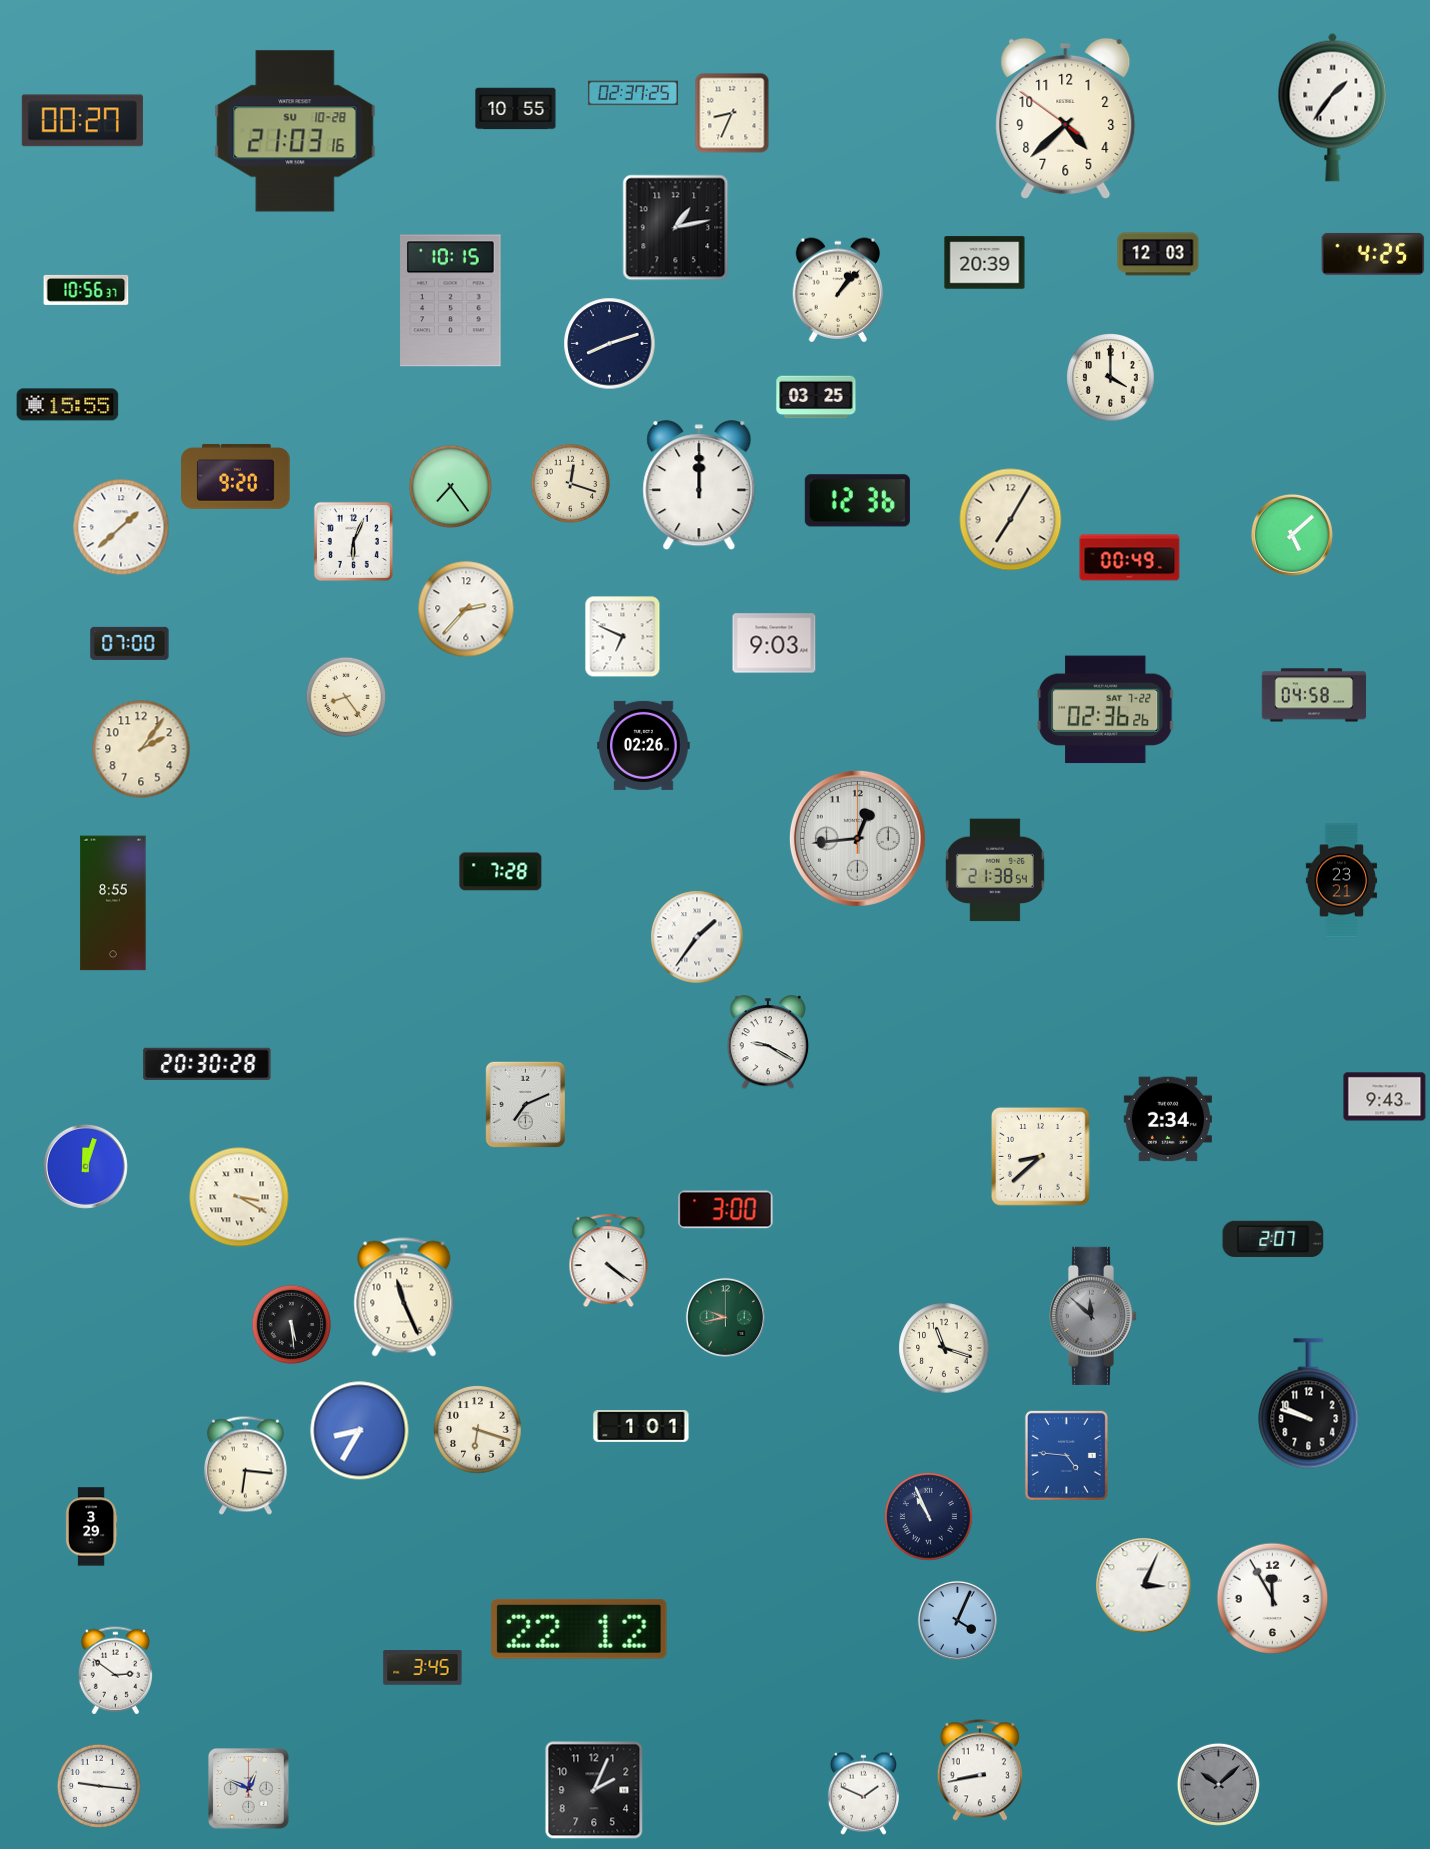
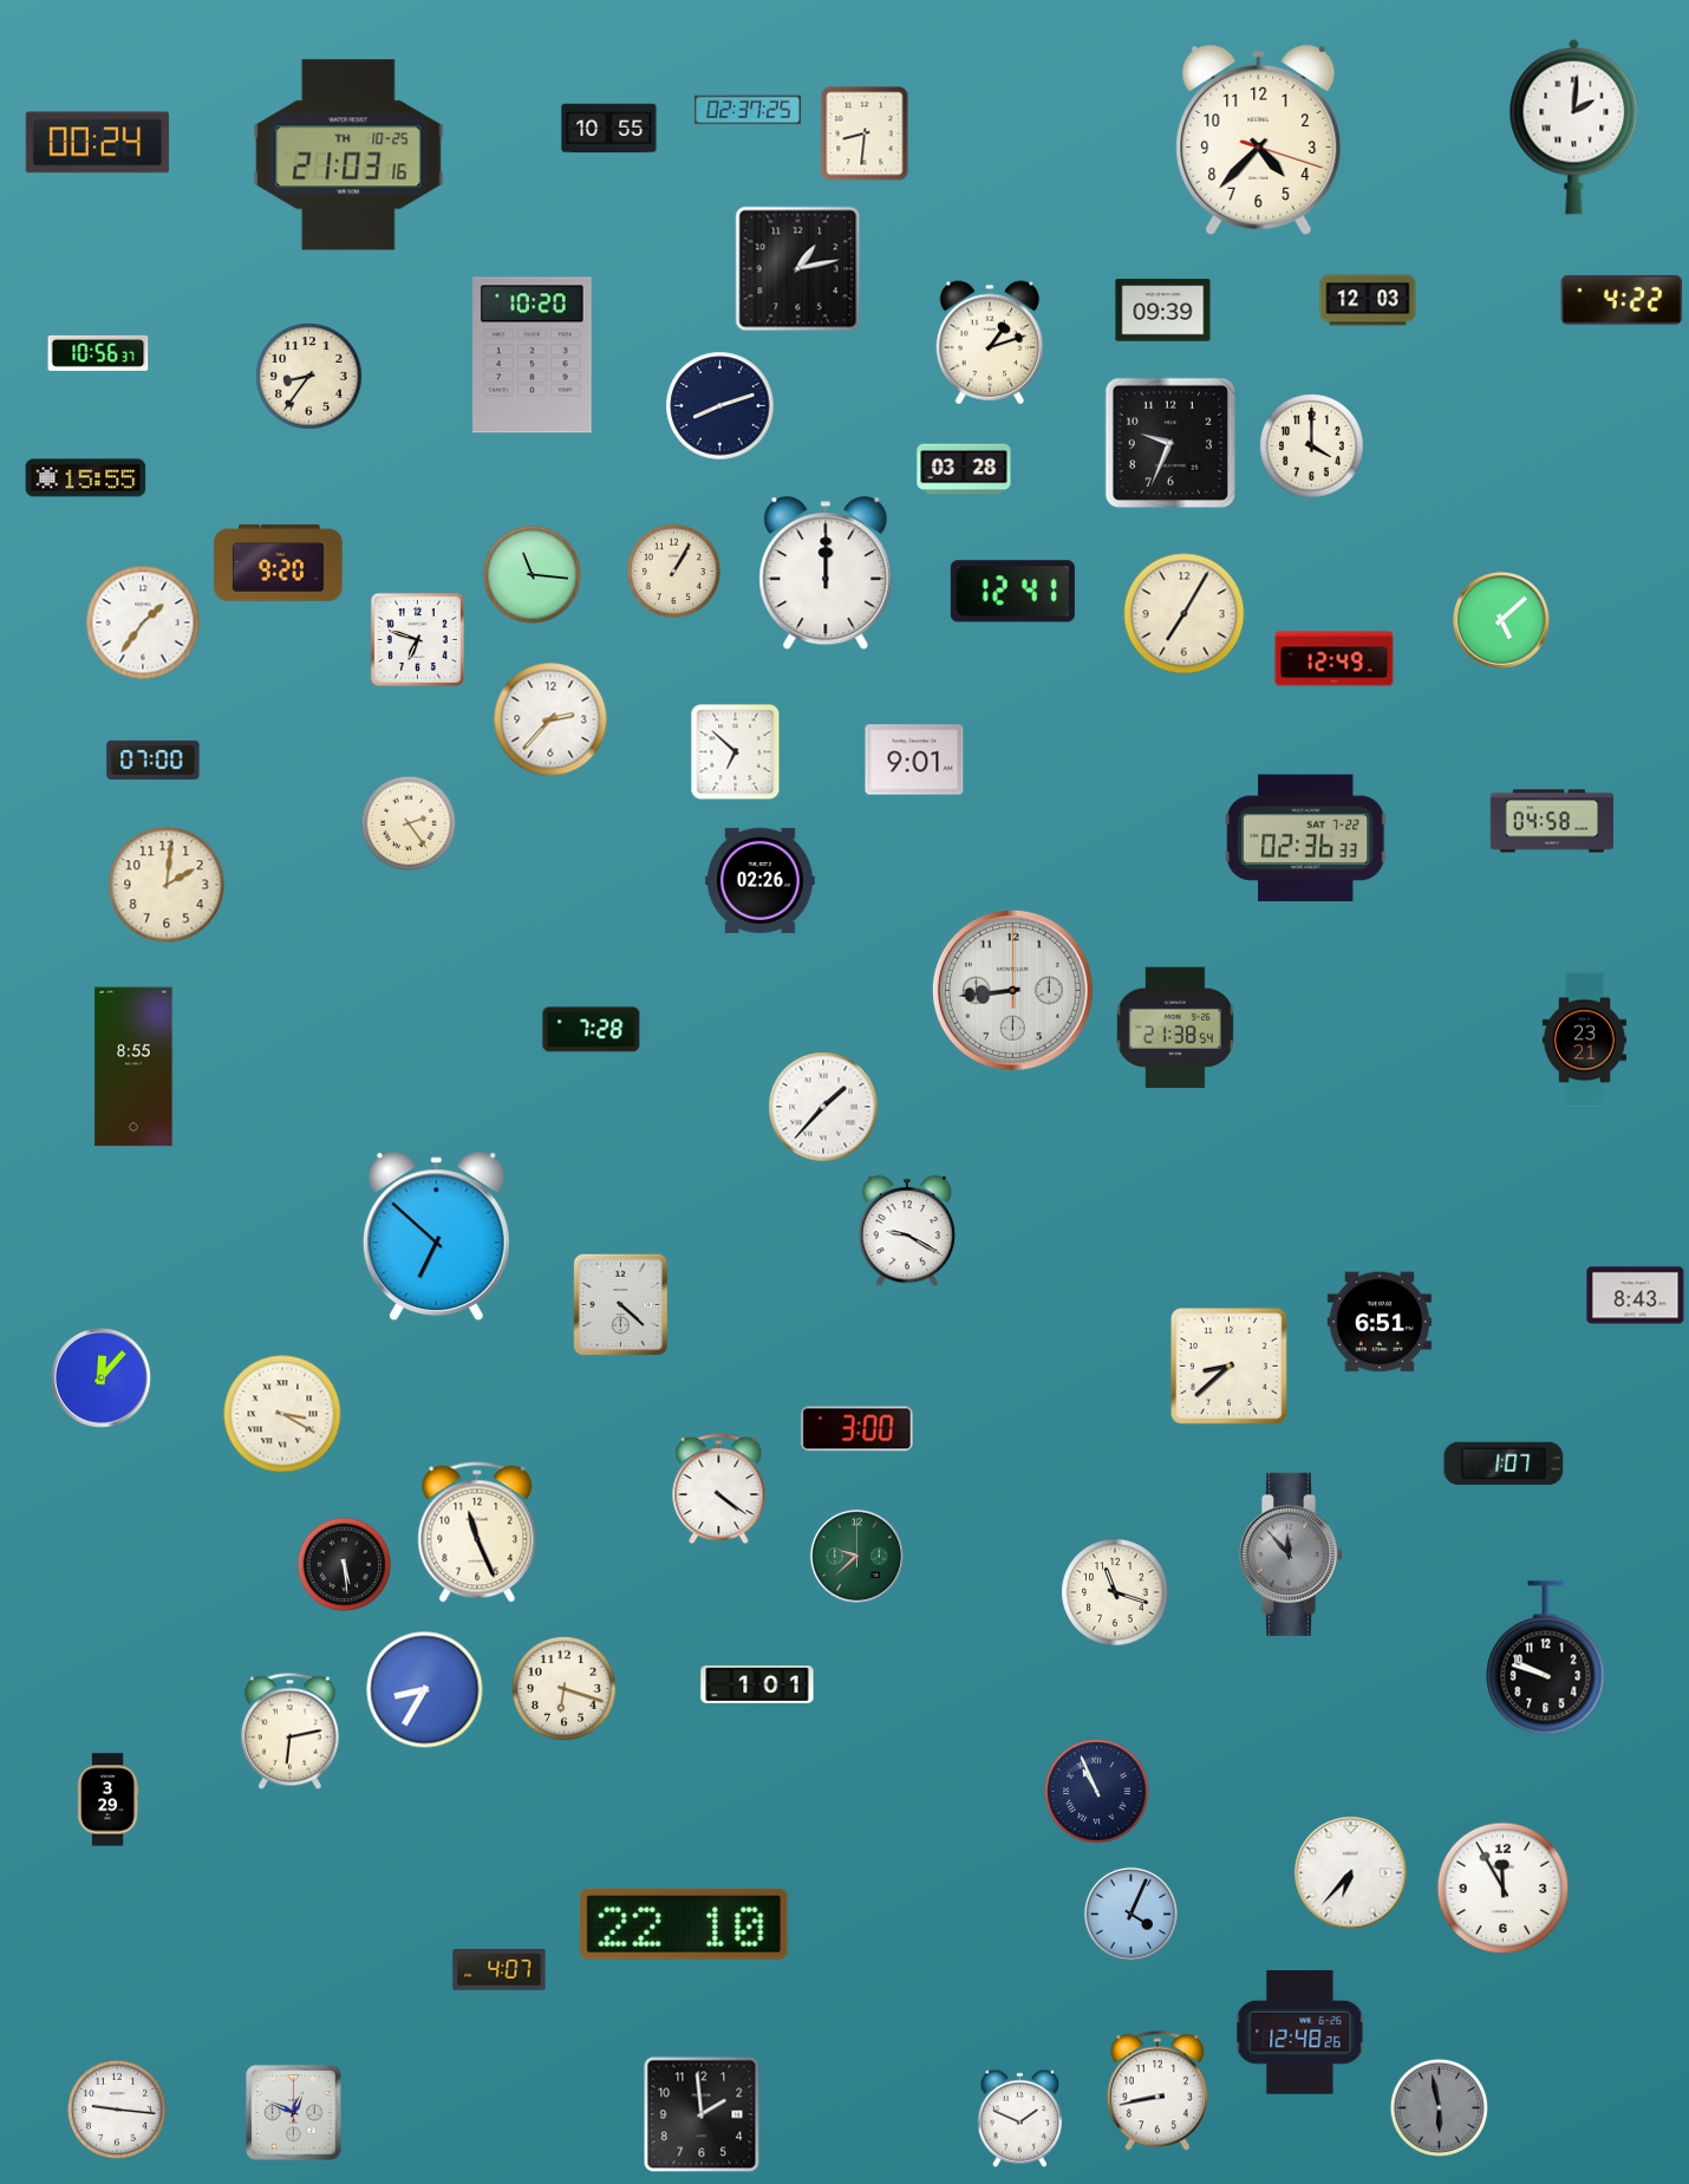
clock at (1333, 107): 1:36 -> 2:01
clock at (732, 113): 8:34 -> 8:31
clock at (1066, 118): 4:37:51 -> 4:37:18
clock at (82, 121): 00:27 -> 00:24
clock at (295, 131) date: SU 10-28 -> TH 10-25
clock at (1373, 254): 4:25 -> 4:22
clock at (985, 263): 20:39 -> 09:39
clock at (86, 290) position: (86, 290) -> (98, 353)
clock at (838, 290): 1:07 -> 1:12
clock at (451, 301): 10:15 -> 10:20
clock at (309, 377): none -> 8:36
clock at (1169, 442): none -> 9:34
clock at (816, 397): 03:25 -> 03:28
clock at (68, 405) position: (68, 405) -> (86, 478)
clock at (571, 484): 12:18 -> 1:05
clock at (450, 486): 7:24 -> 11:16
clock at (857, 501): 12:36 -> 12:41
clock at (1011, 520) position: (1011, 520) -> (1185, 614)
clock at (121, 527): 1:38 -> 1:36
clock at (1292, 535) position: (1292, 535) -> (1501, 620)
clock at (353, 541): 6:04 -> 6:48
clock at (1130, 558): 00:49 -> 12:49
clock at (623, 637): 6:49 -> 6:52
clock at (774, 643): 9:03 -> 9:01
clock at (346, 697): 8:24 -> 2:24
clock at (1106, 710): 02:36:26 -> 02:36:33
clock at (141, 749): 2:06 -> 2:01
clock at (857, 838): 12:44 -> 8:44
clock at (697, 937): 1:36 -> 1:37
clock at (436, 1237): none -> 6:52
clock at (207, 1064): 20:30 -> none
clock at (1385, 1097): 9:43 -> 8:43
clock at (526, 1105): 7:11 -> 4:22
clock at (1168, 1119): 2:34 -> 6:51
clock at (86, 1167): 12:03 -> 12:07
clock at (1273, 1239): 2:07 -> 1:07
clock at (1092, 1316): 11:52 -> 11:53
clock at (725, 1317): 9:43 -> 9:38
clock at (1066, 1455): 4:46 -> none
clock at (245, 1466): 6:16 -> 6:13
clock at (91, 1527) position: (91, 1527) -> (107, 1800)
clock at (1144, 1586): 3:04 -> 6:37
clock at (579, 1629): 22:12 -> 22:10
clock at (423, 1668): 3:45 -> 4:07
clock at (115, 1671): 2:51 -> none
clock at (1300, 2033): none -> 12:48
clock at (1218, 1784): 10:08 -> 5:58
clock at (594, 1790): 2:04 -> 1:59
